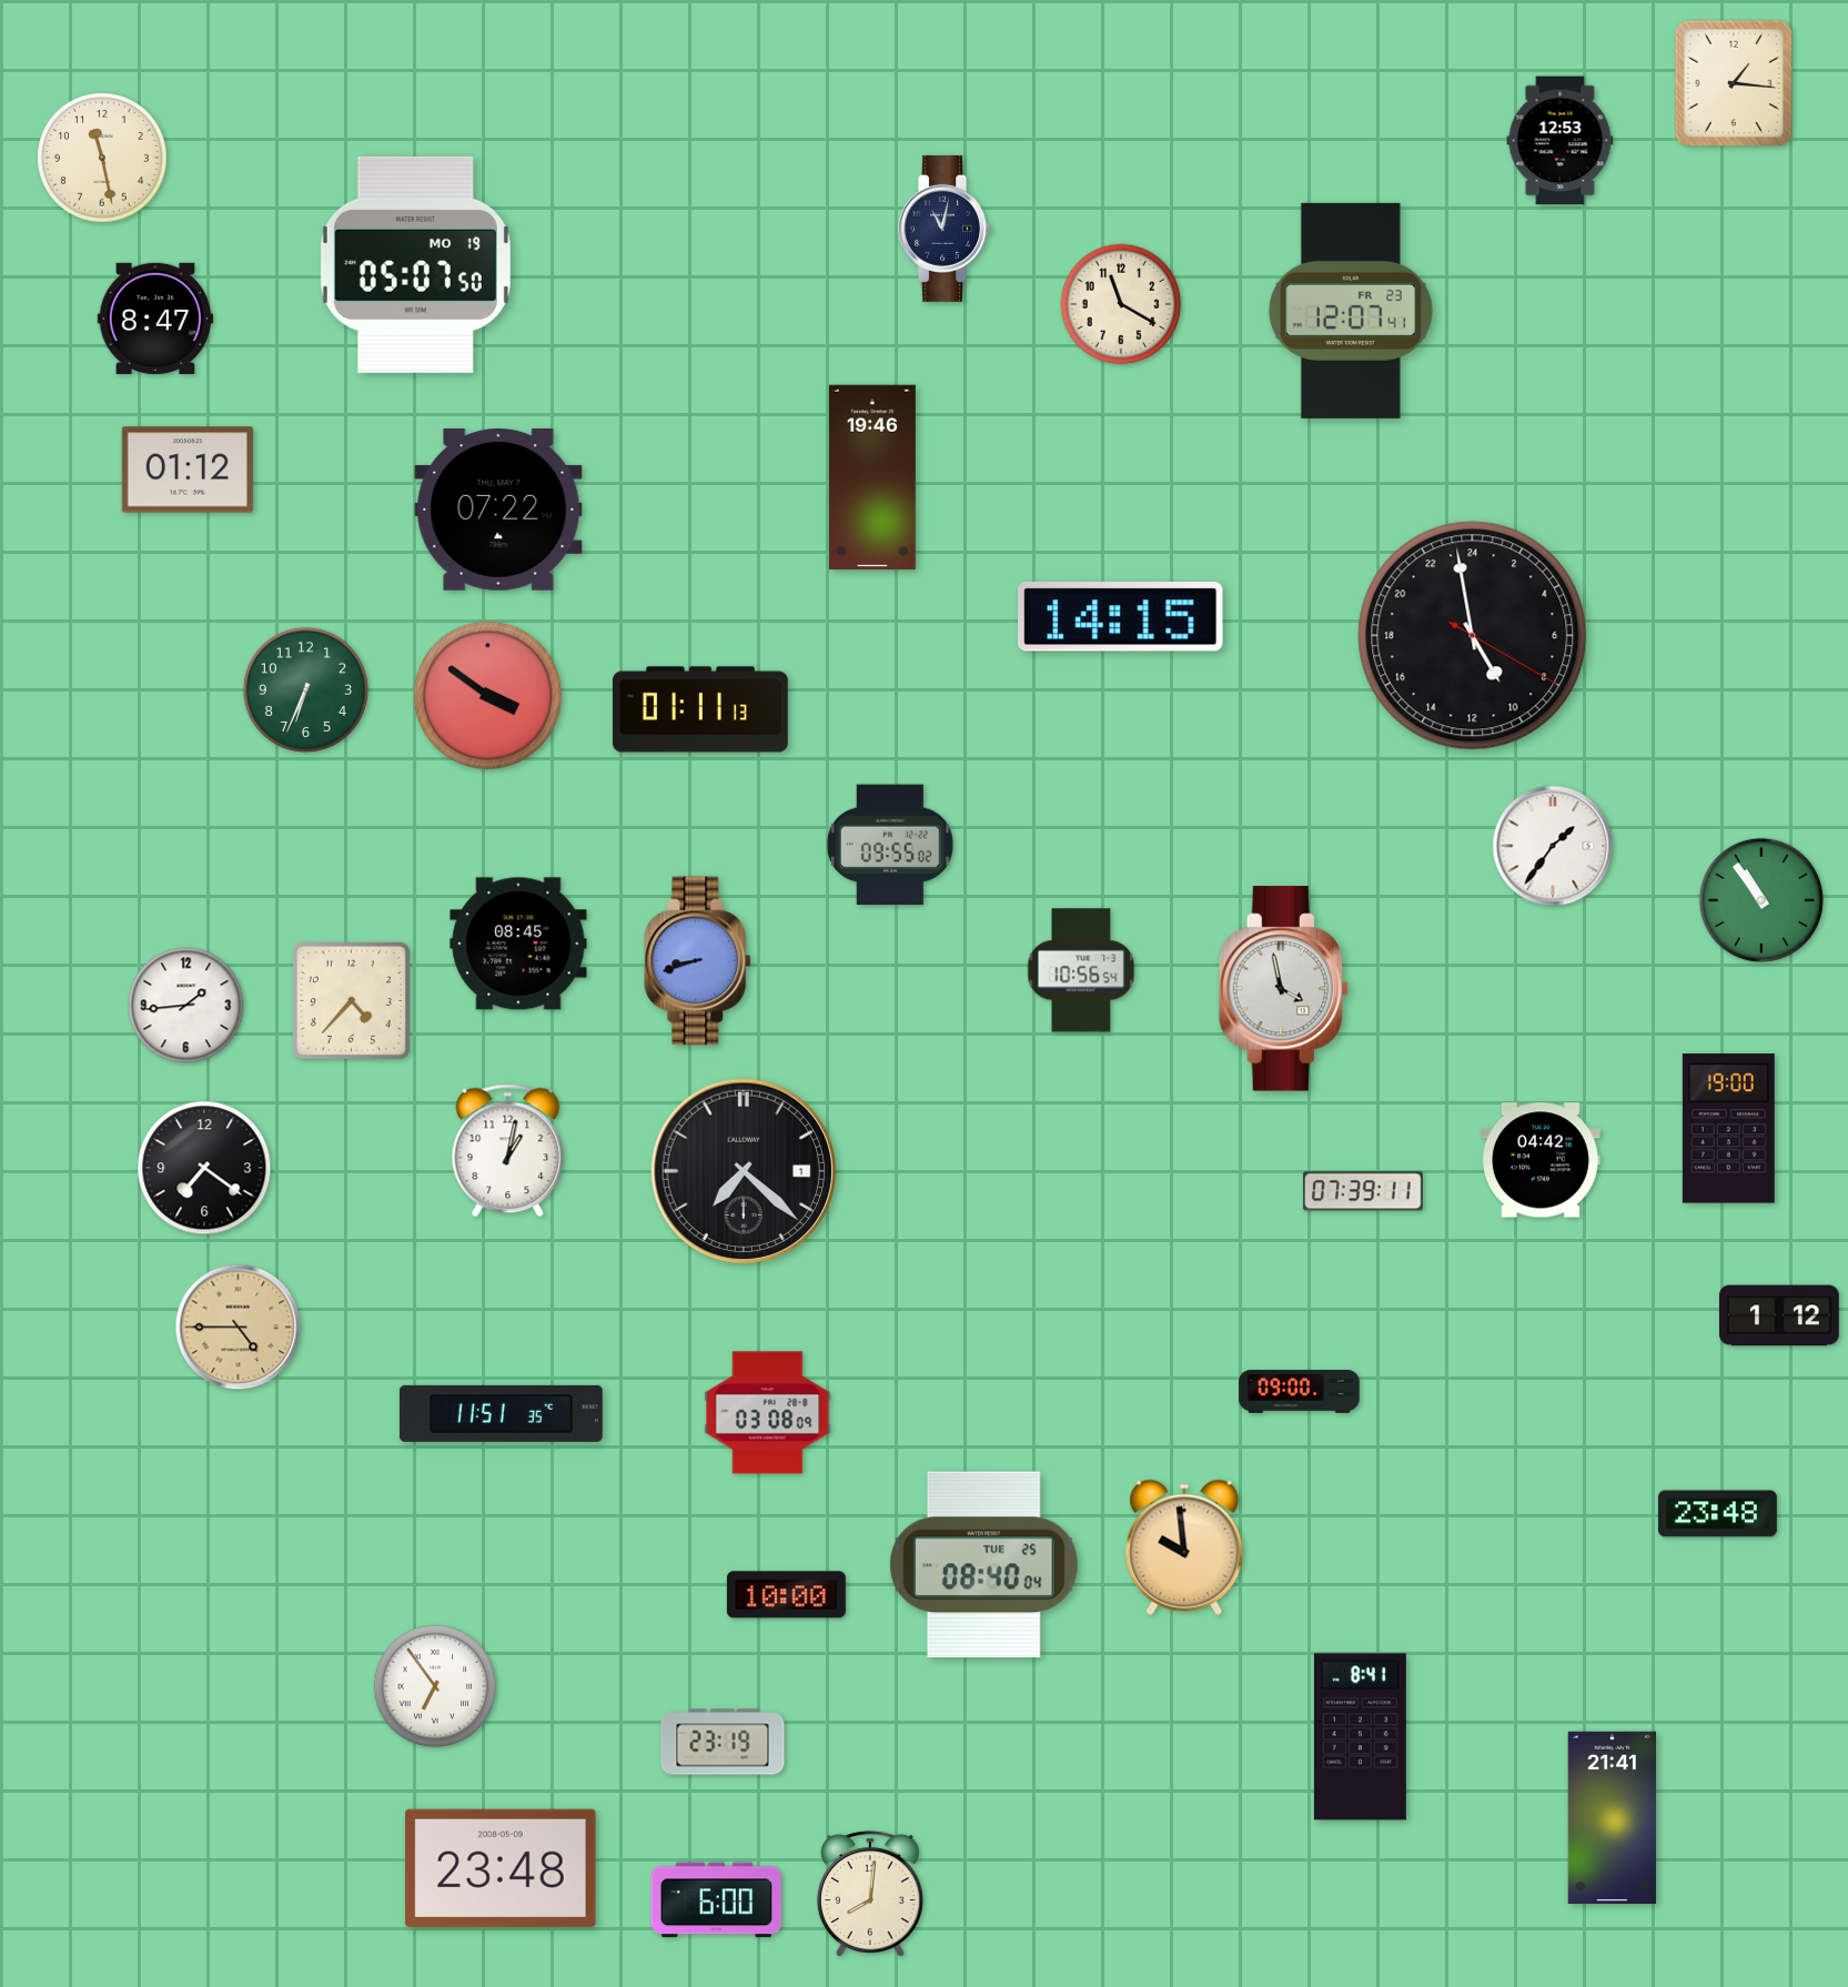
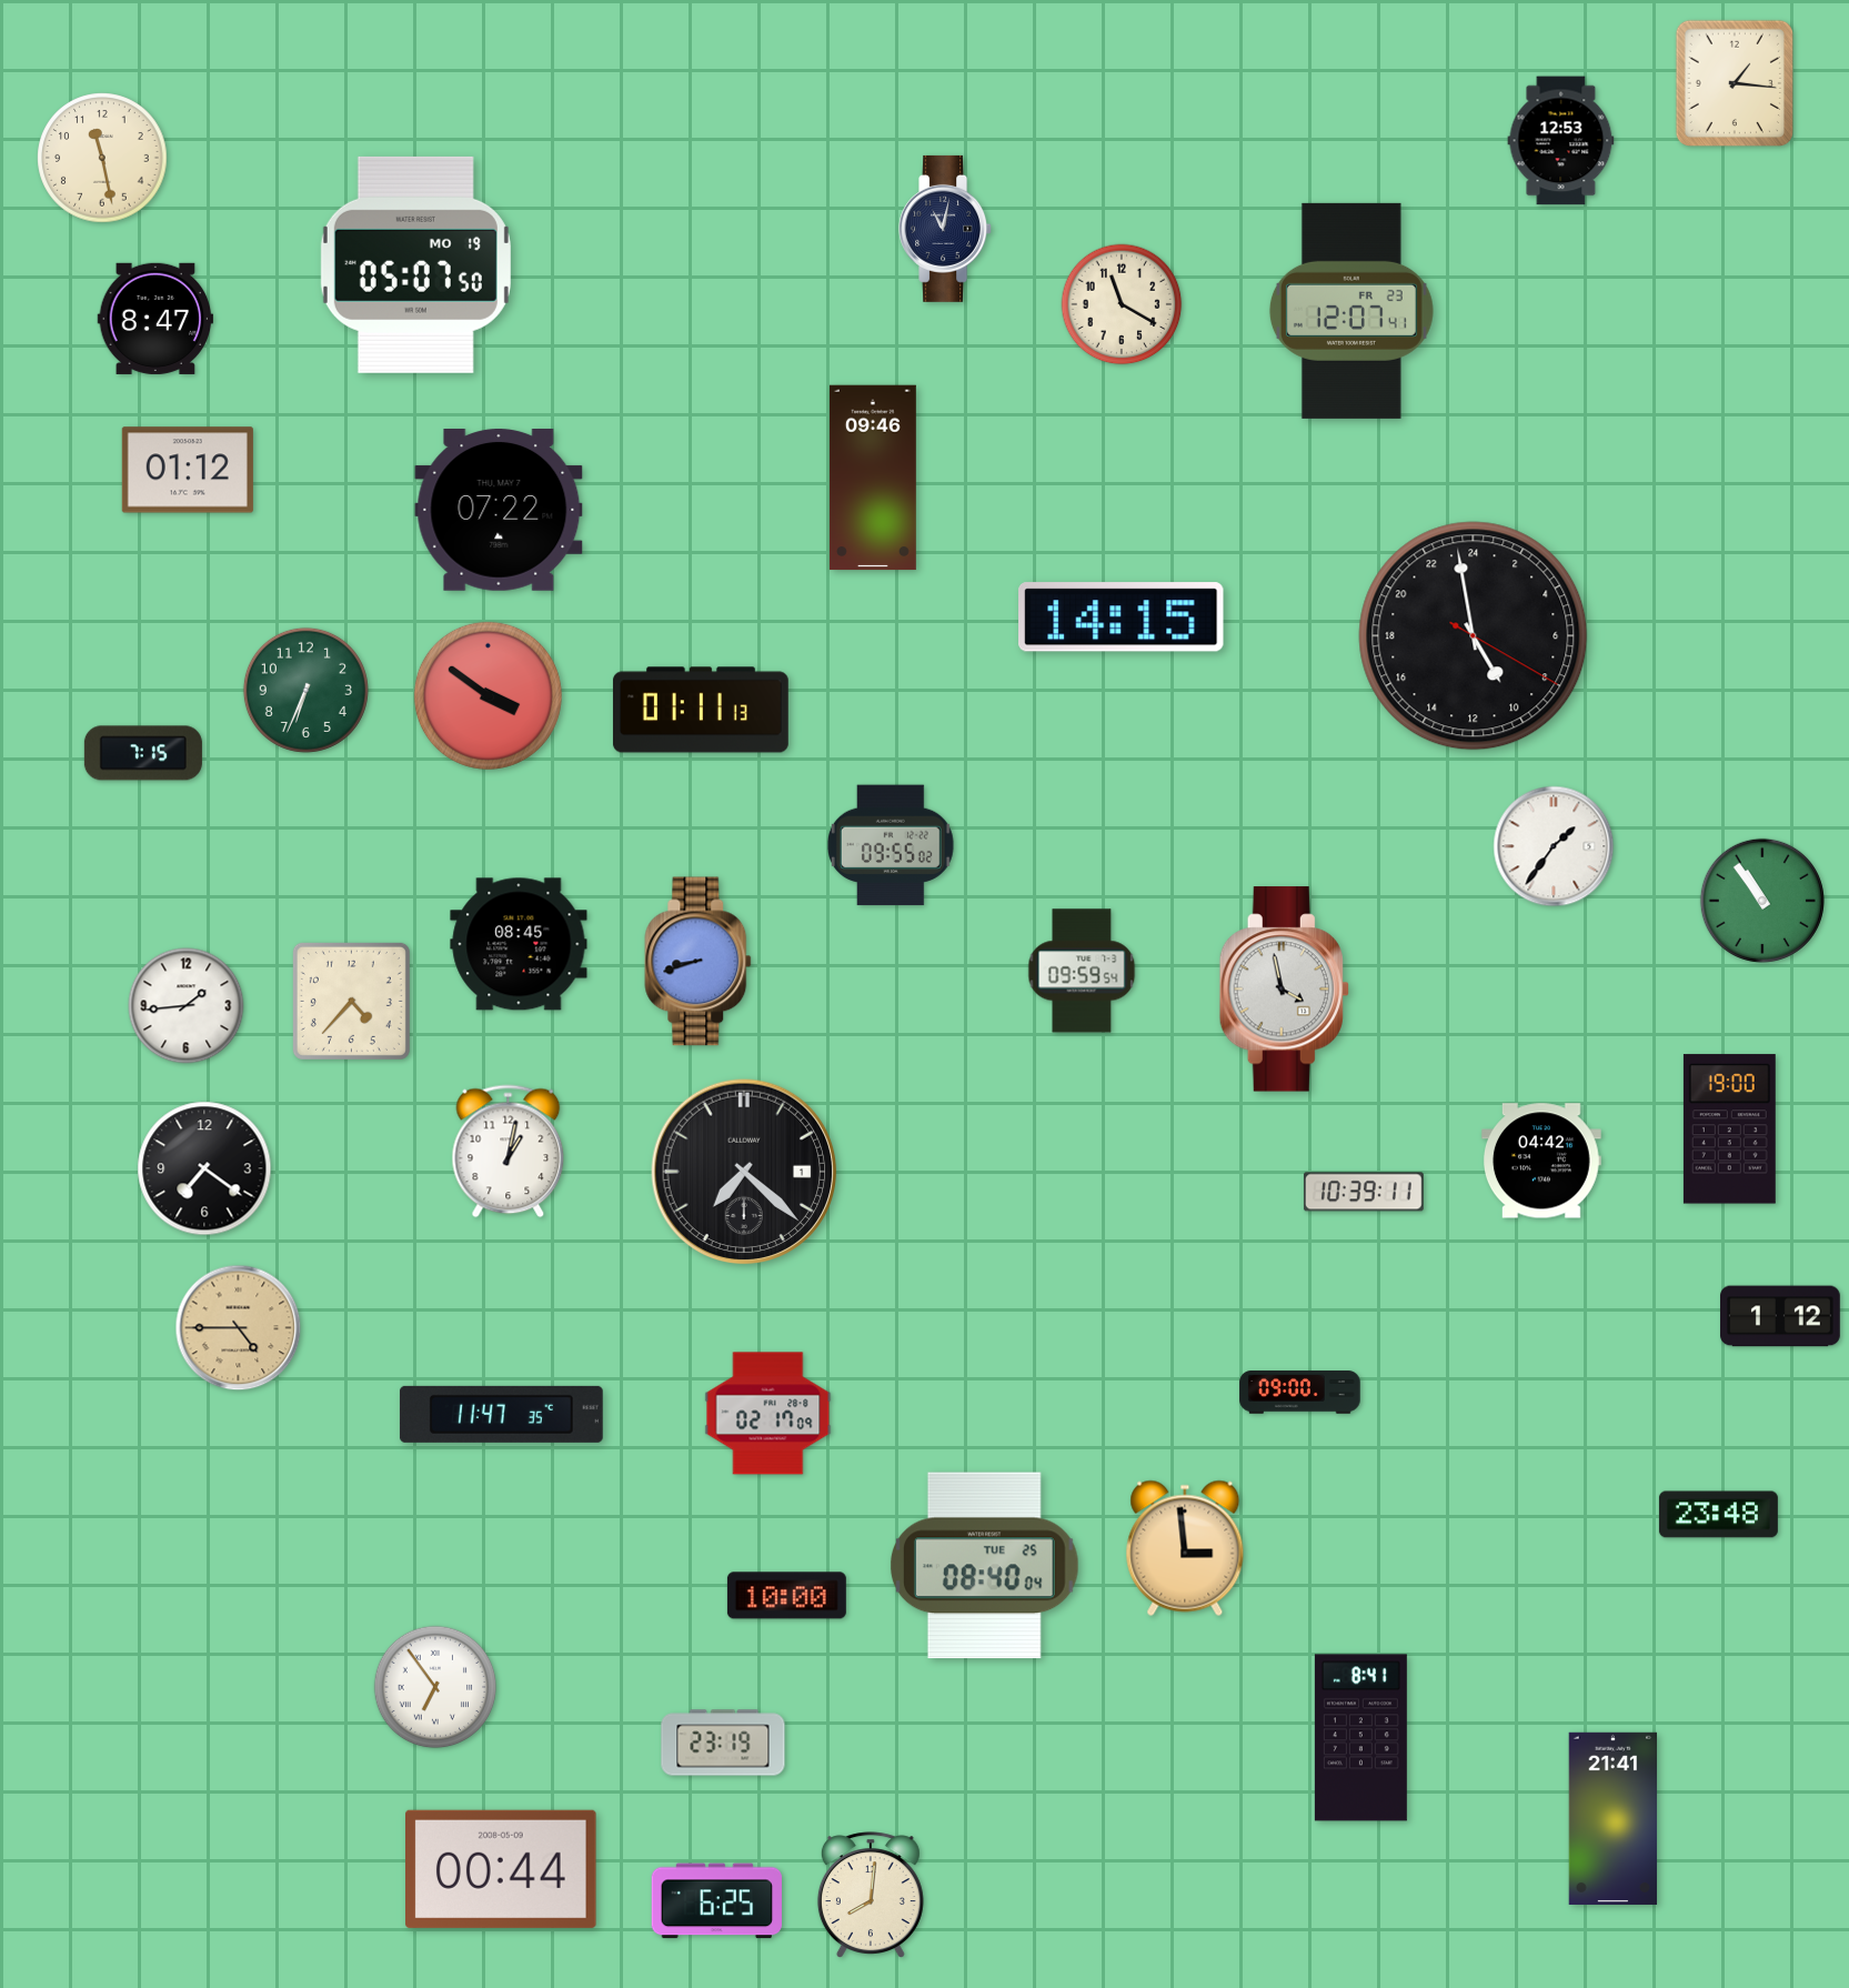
clock at (872, 477): 19:46 -> 09:46
clock at (143, 753): none -> 7:15
clock at (1081, 970): 10:56 -> 09:59
clock at (1363, 1191): 07:39 -> 10:39
clock at (501, 1413): 11:51 -> 11:47
clock at (768, 1413): 03:08 -> 02:17
clock at (1184, 1547): 9:59 -> 2:59
clock at (502, 1868): 23:48 -> 00:44
clock at (716, 1900): 6:00 -> 6:25
